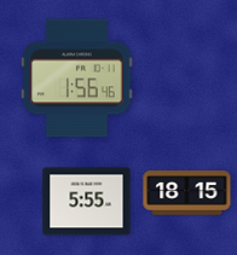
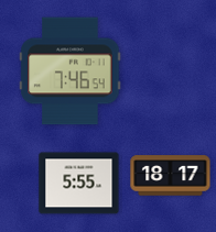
clock at (77, 79): 1:56 -> 7:46
clock at (187, 193): 18:15 -> 18:17
